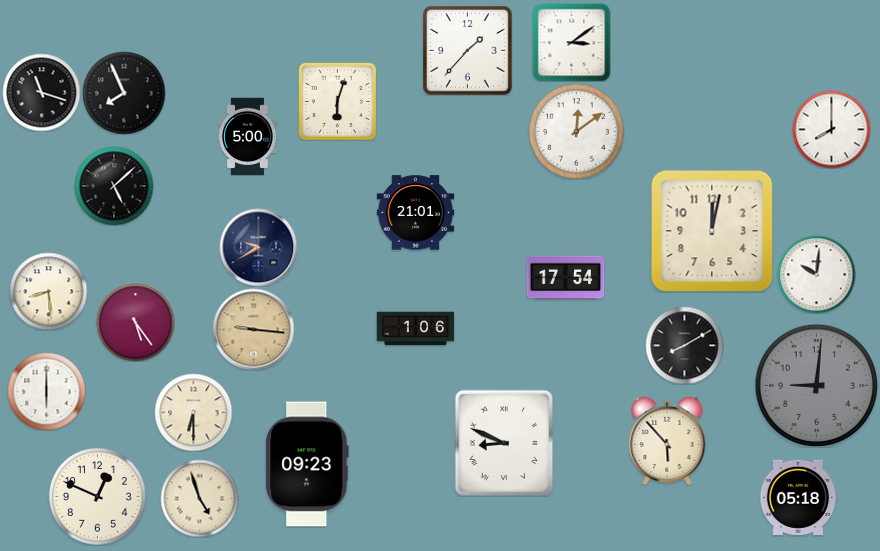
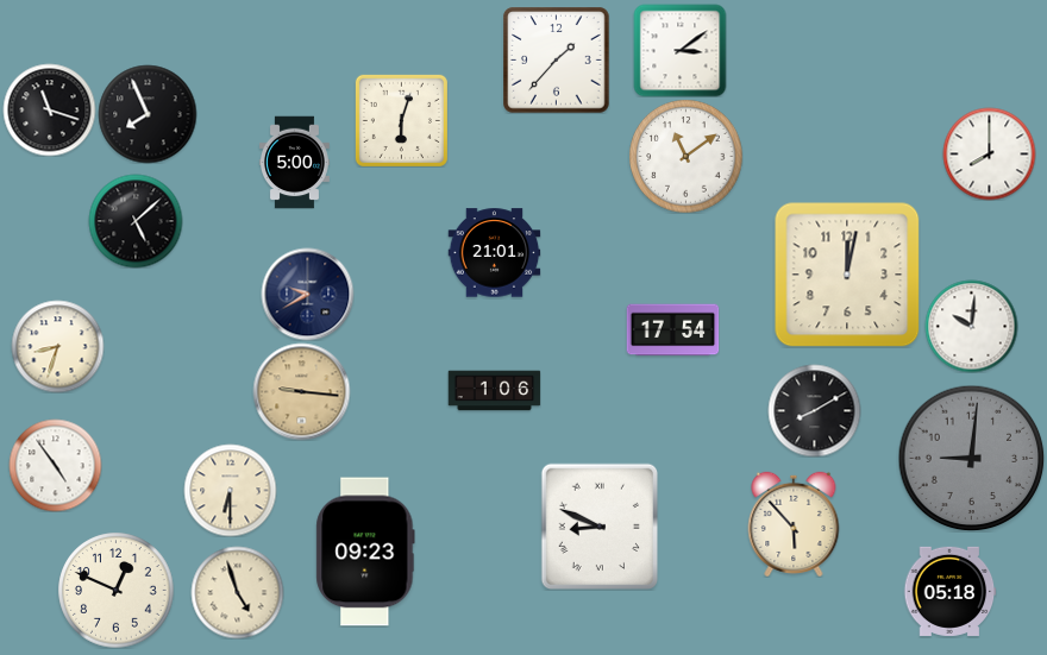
clock at (124, 93) position: (124, 93) -> (148, 114)
clock at (576, 131): 12:09 -> 11:09
clock at (48, 291): 8:29 -> 8:33
clock at (135, 322): 5:24 -> none
clock at (46, 391): 6:00 -> 4:54
